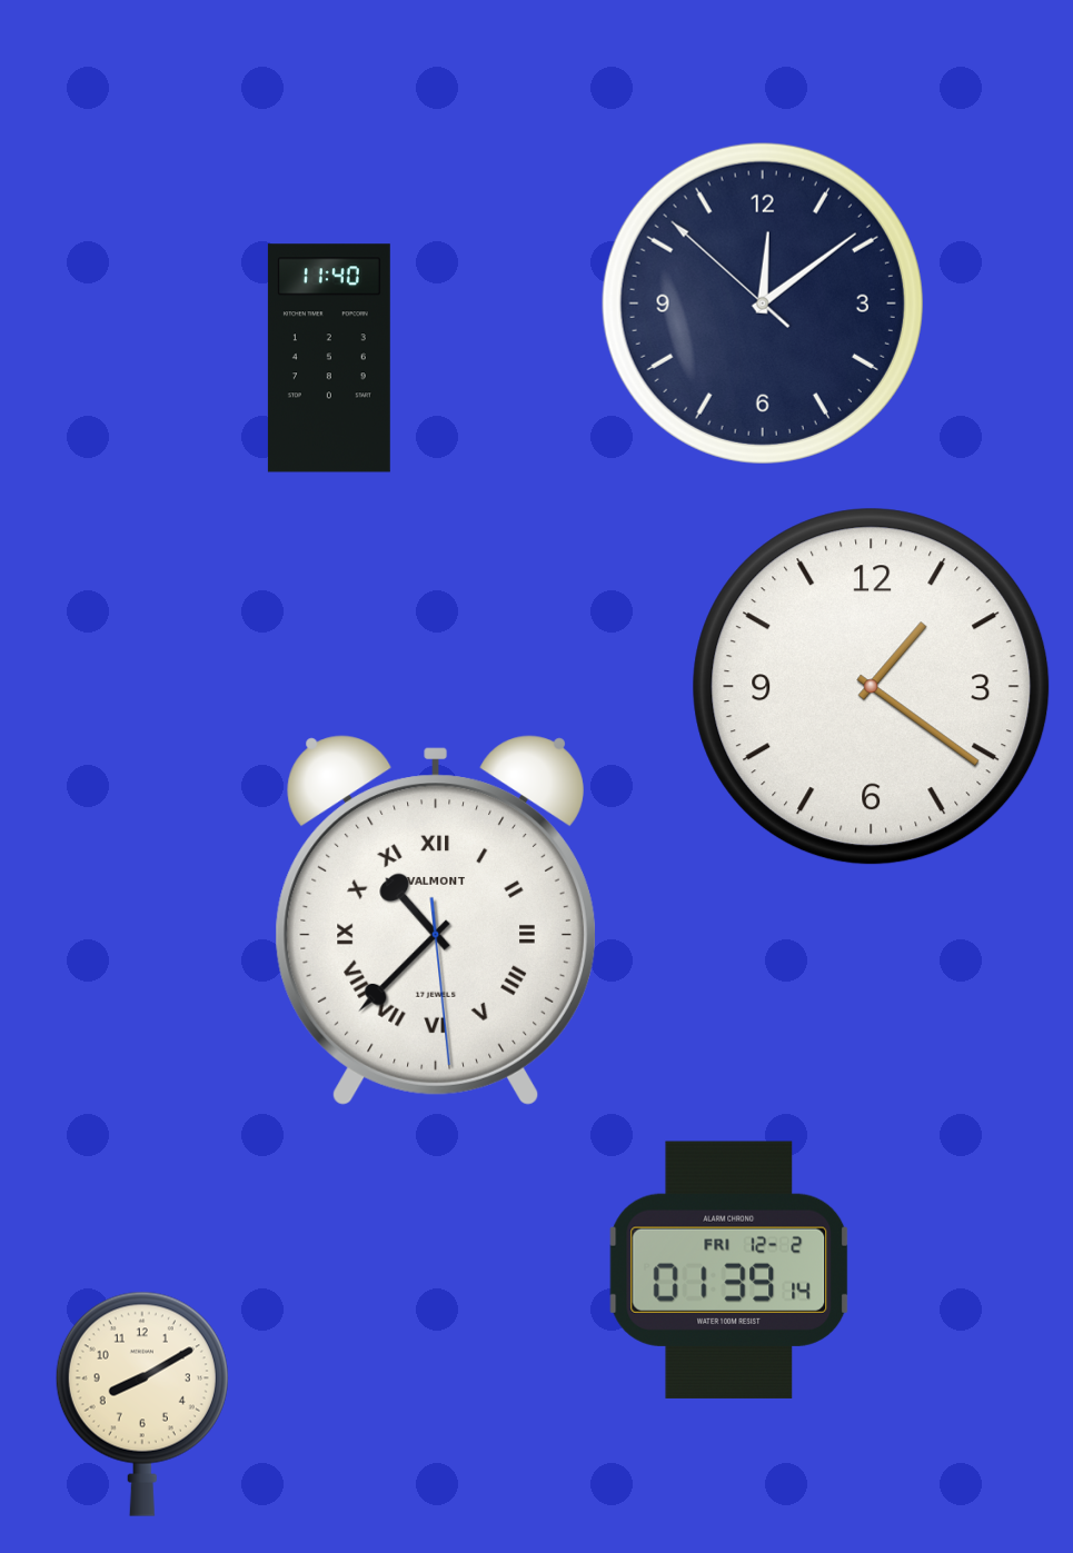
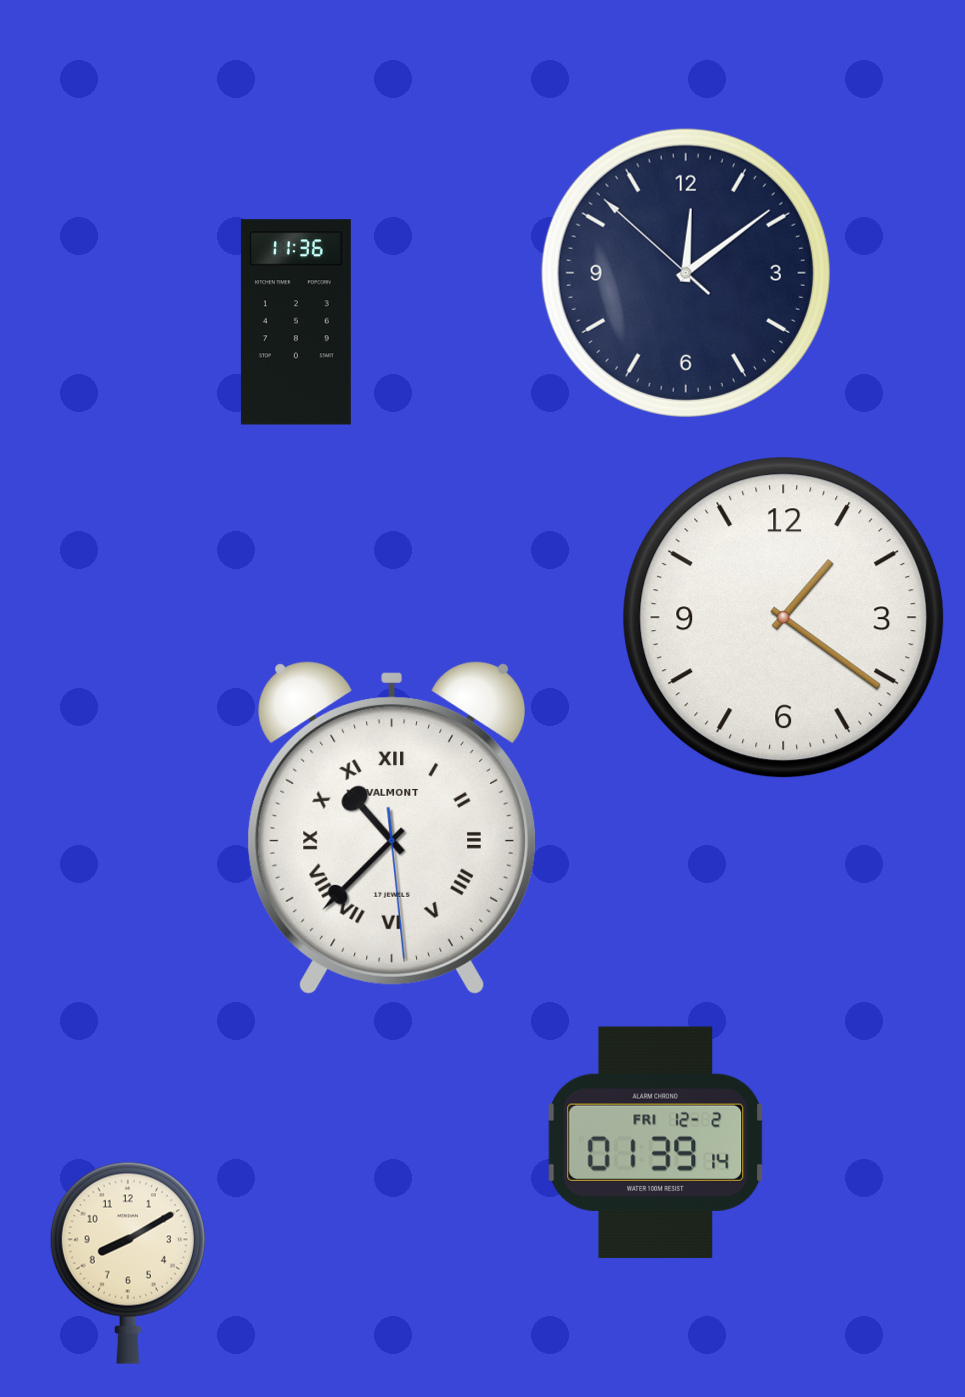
clock at (329, 358): 11:40 -> 11:36
